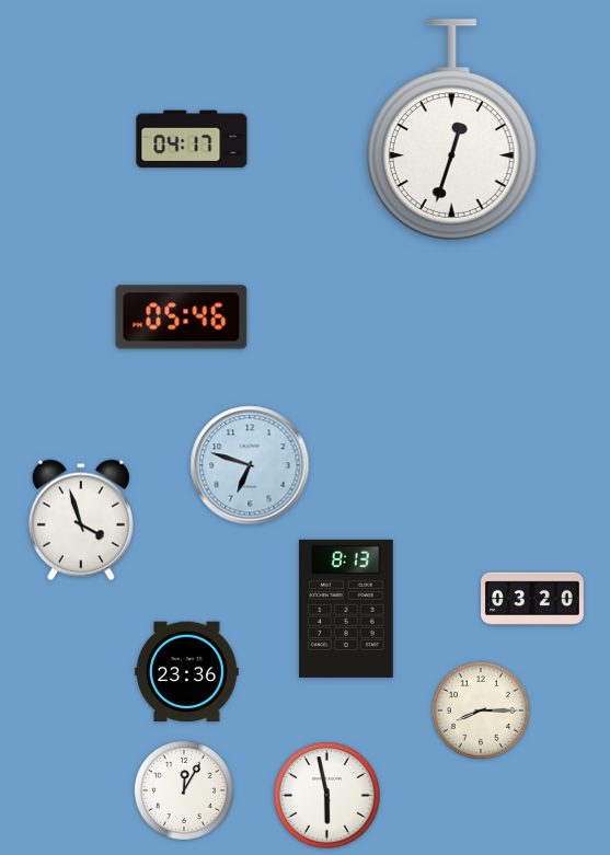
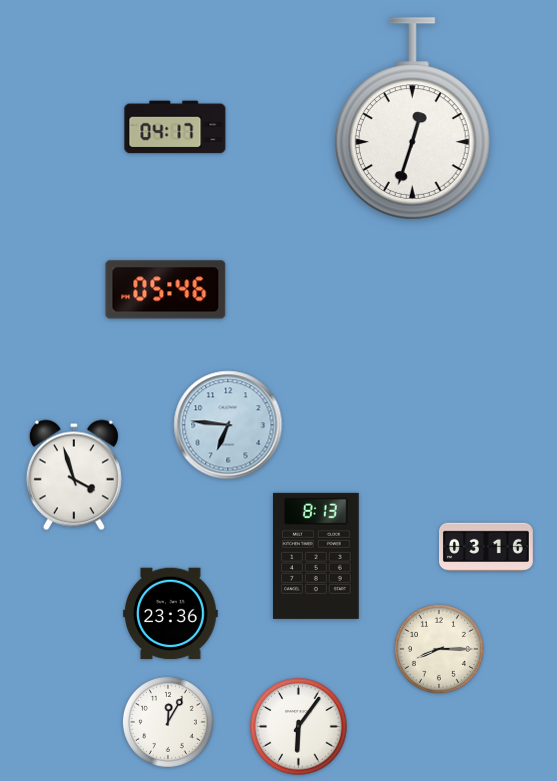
clock at (250, 465): 6:48 -> 6:46
clock at (533, 599): 03:20 -> 03:16
clock at (327, 796): 5:58 -> 6:06
